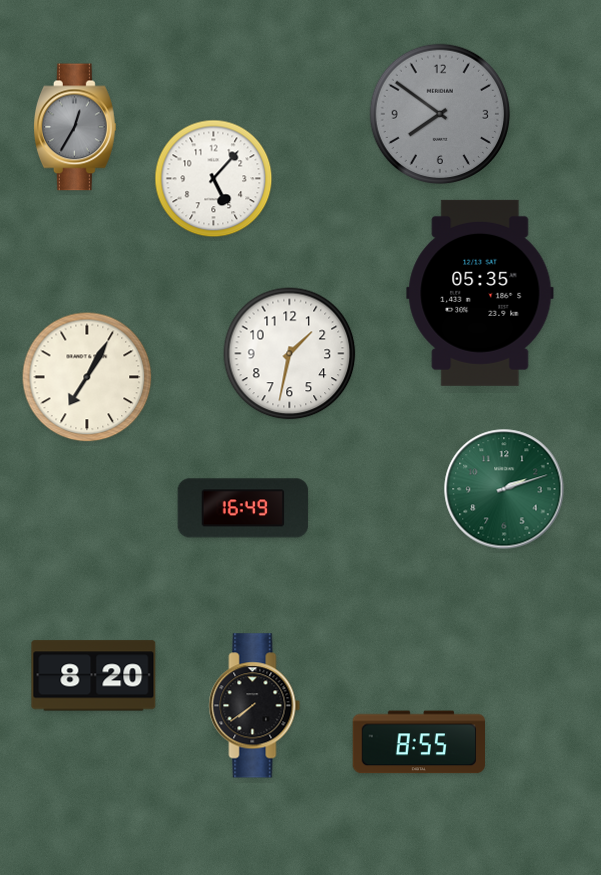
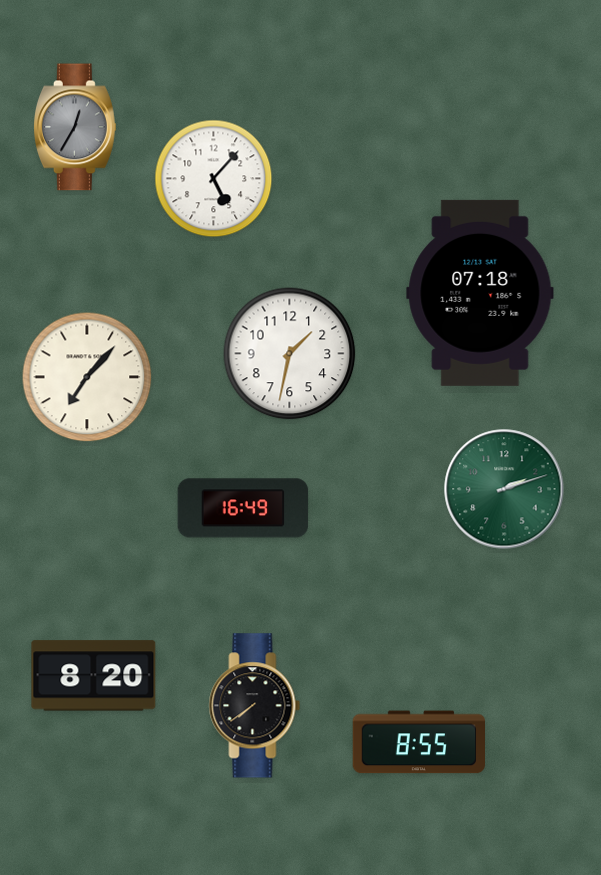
clock at (440, 114): 7:51 -> none
clock at (480, 293): 05:35 -> 07:18
clock at (87, 377): 7:05 -> 7:07
